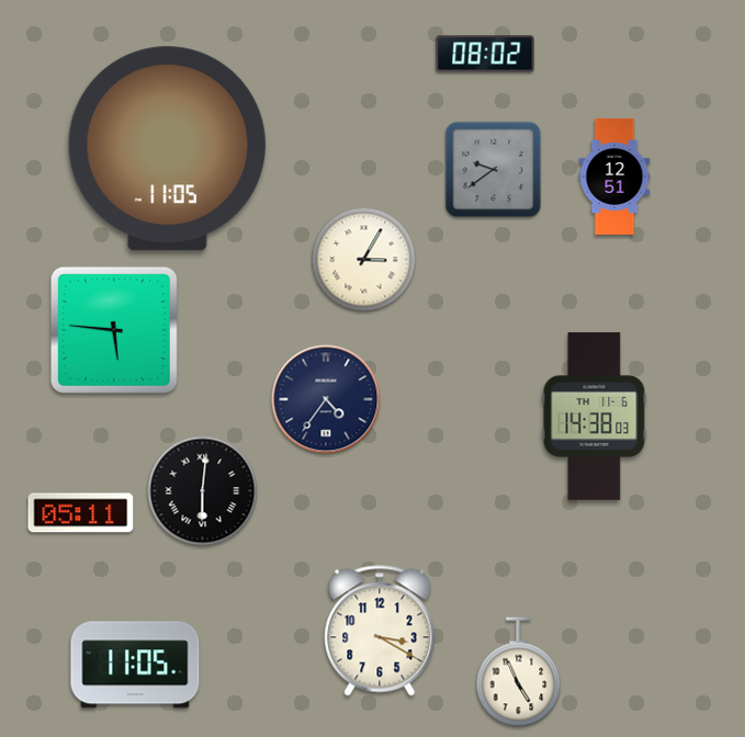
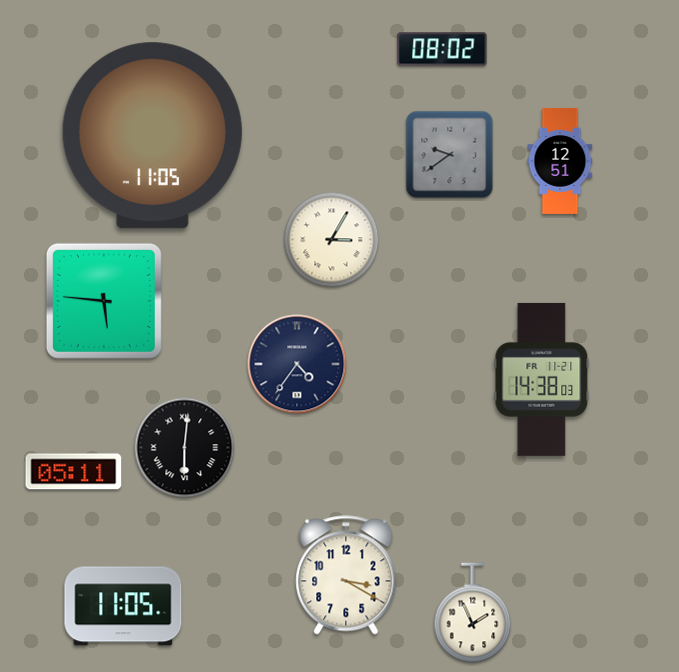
clock at (364, 260) position: (364, 260) -> (332, 240)
clock at (595, 416) date: TH 11-6 -> FR 11-21
clock at (81, 513) position: (81, 513) -> (74, 472)
clock at (519, 672): 4:56 -> 1:56
